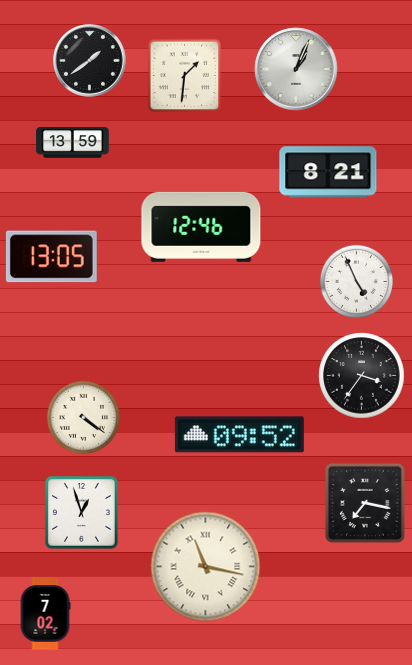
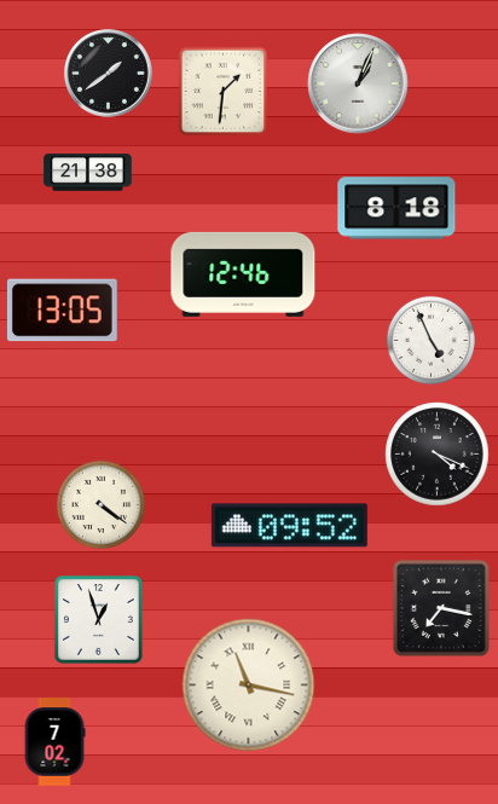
clock at (73, 143): 13:59 -> 21:38
clock at (328, 172): 8:21 -> 8:18
clock at (362, 376): 3:36 -> 4:19
